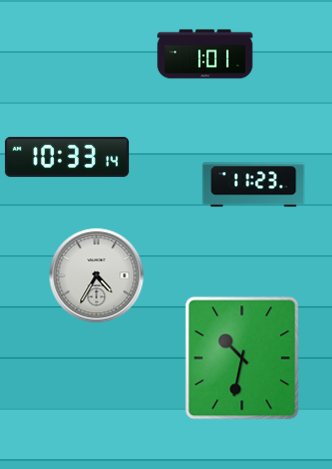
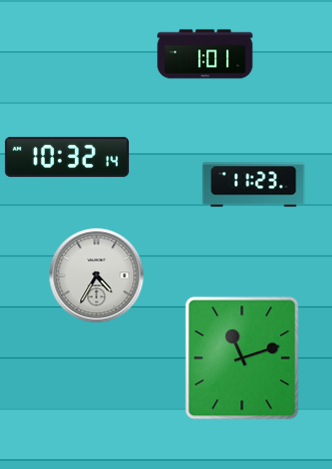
clock at (67, 157): 10:33 -> 10:32
clock at (242, 358): 10:32 -> 11:12
